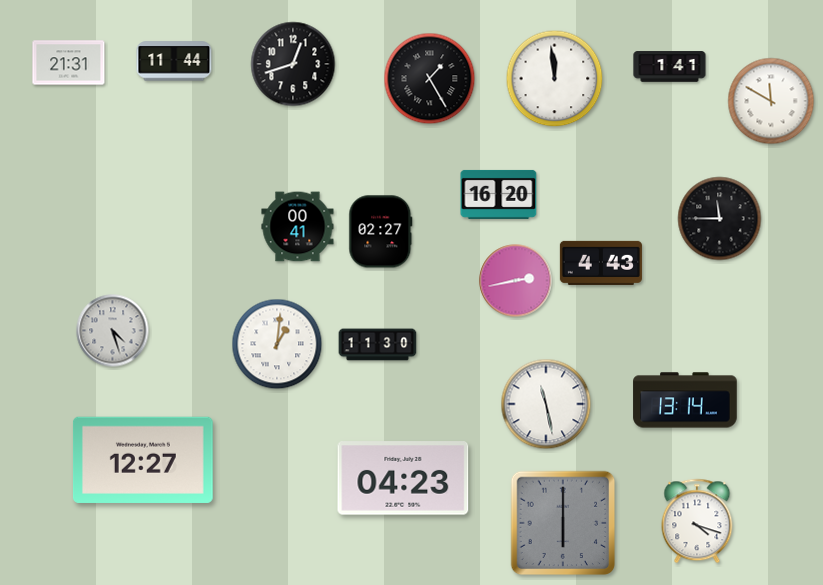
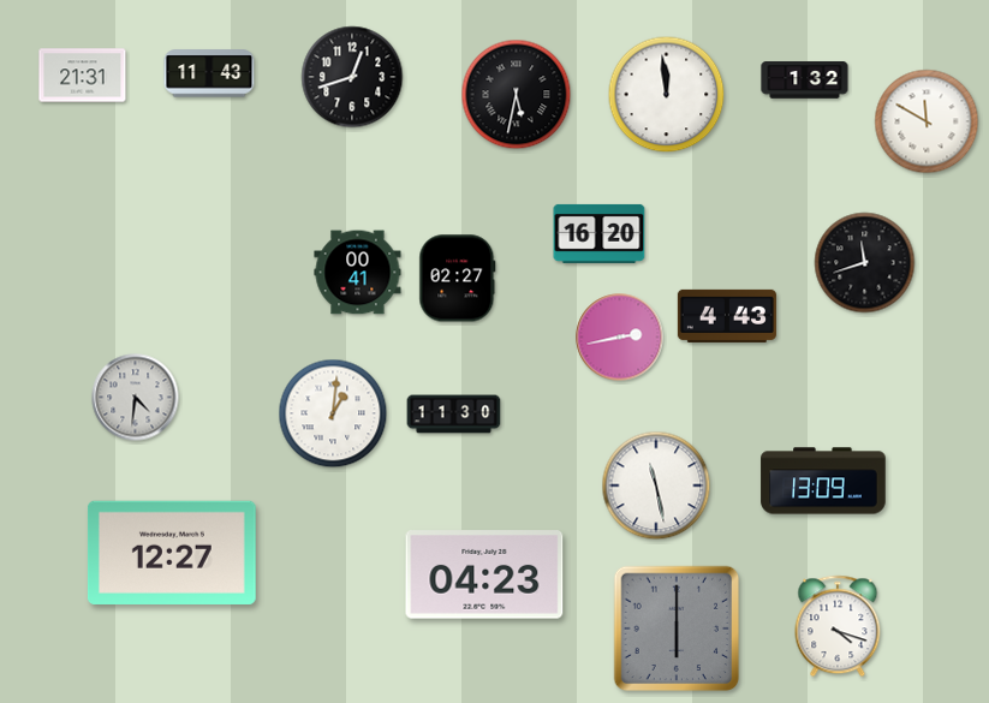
clock at (174, 61): 11:44 -> 11:43
clock at (670, 67): 1:41 -> 1:32
clock at (430, 79): 1:25 -> 5:32
clock at (720, 219): 11:45 -> 11:42
clock at (601, 263) position: (601, 263) -> (727, 316)
clock at (113, 331): 4:27 -> 4:31
clock at (685, 400): 13:14 -> 13:09
